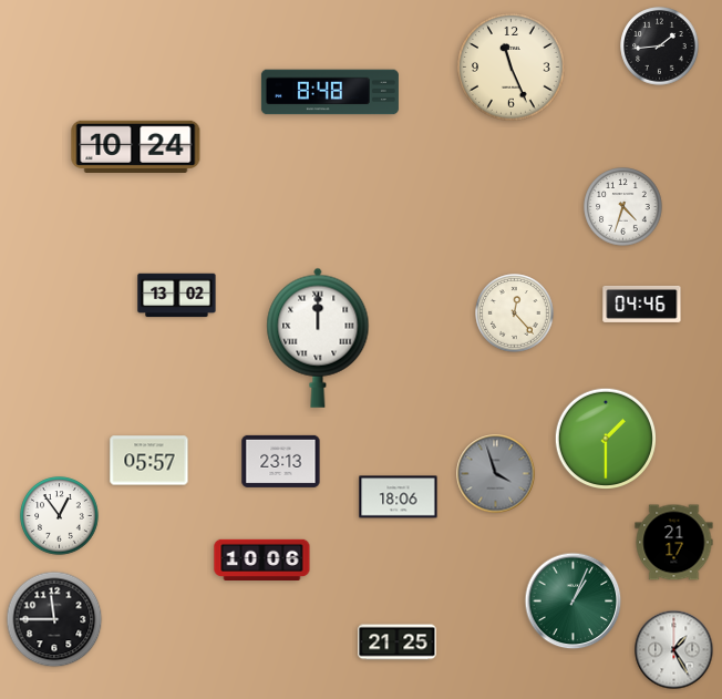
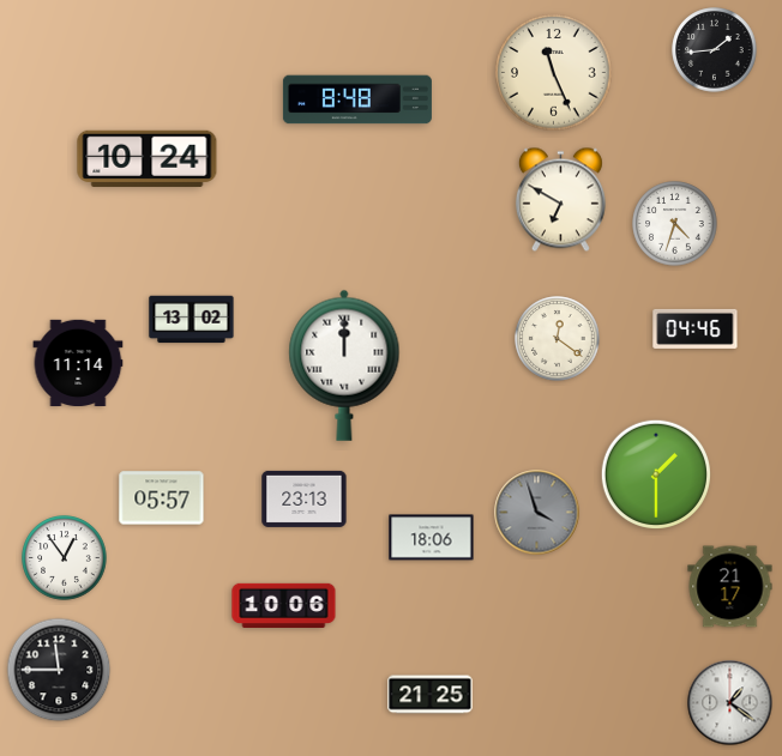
clock at (560, 200): none -> 6:50
clock at (515, 313): 12:23 -> 12:21
clock at (78, 362): none -> 11:14
clock at (574, 602): 1:04 -> none
clock at (674, 650): 1:25 -> 1:21
